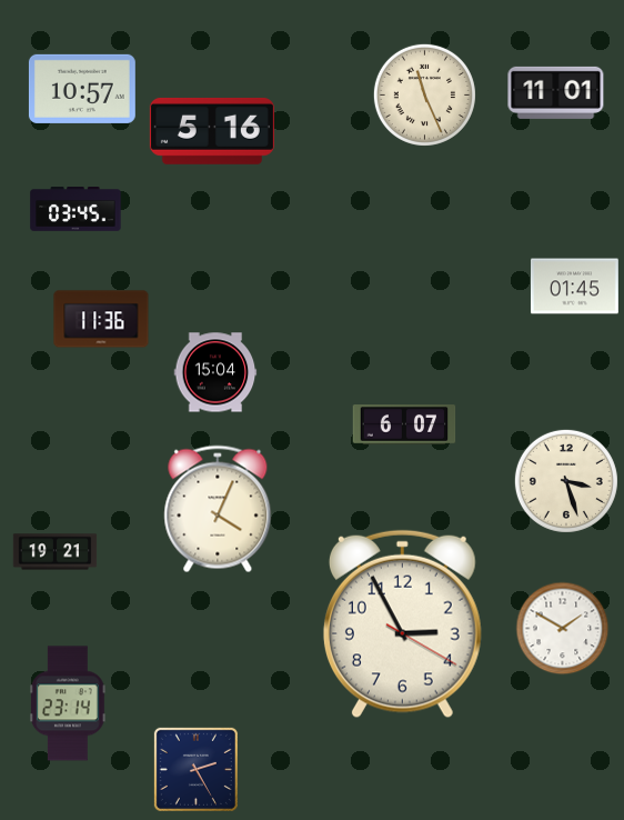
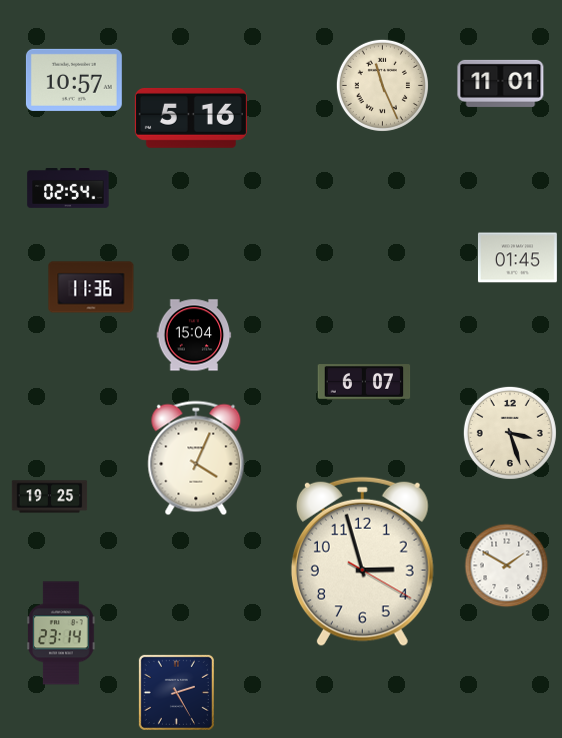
clock at (76, 210): 03:45 -> 02:54
clock at (56, 552): 19:21 -> 19:25
clock at (402, 624): 2:55 -> 2:57
